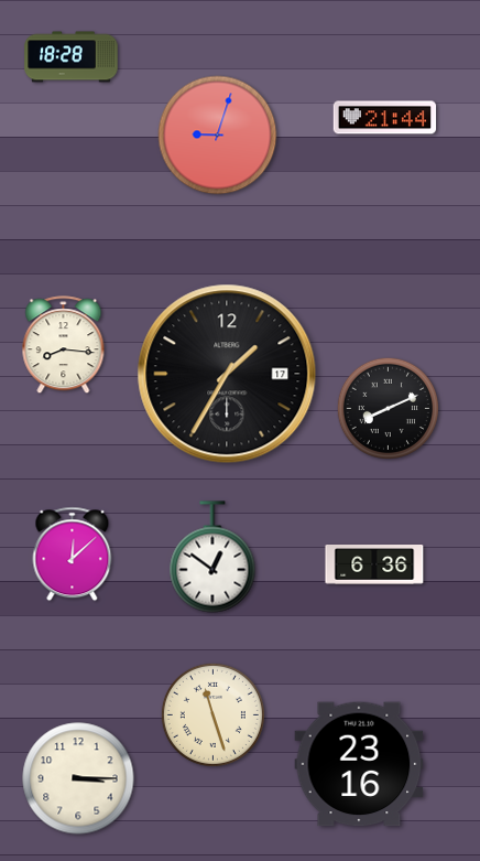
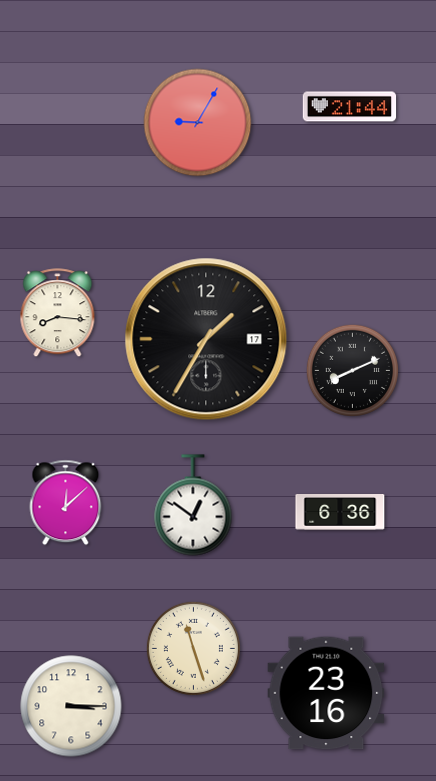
clock at (72, 57): 18:28 -> none
clock at (218, 136): 9:03 -> 9:05
